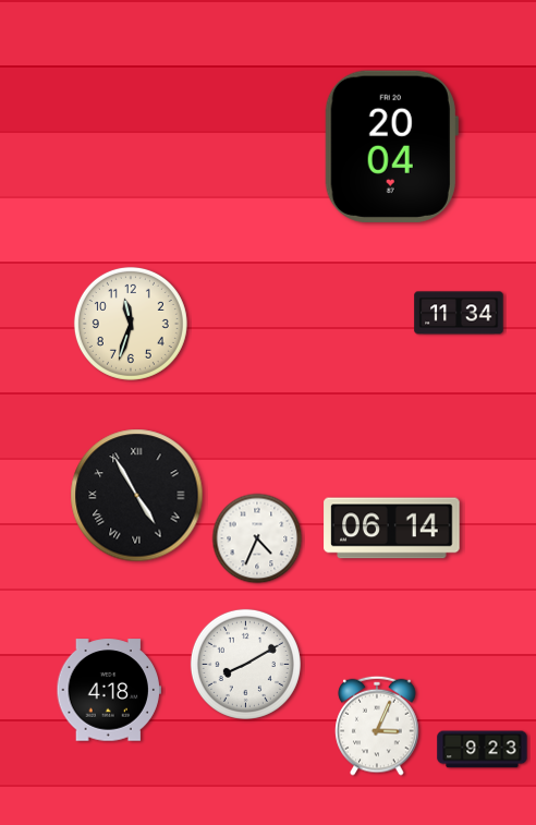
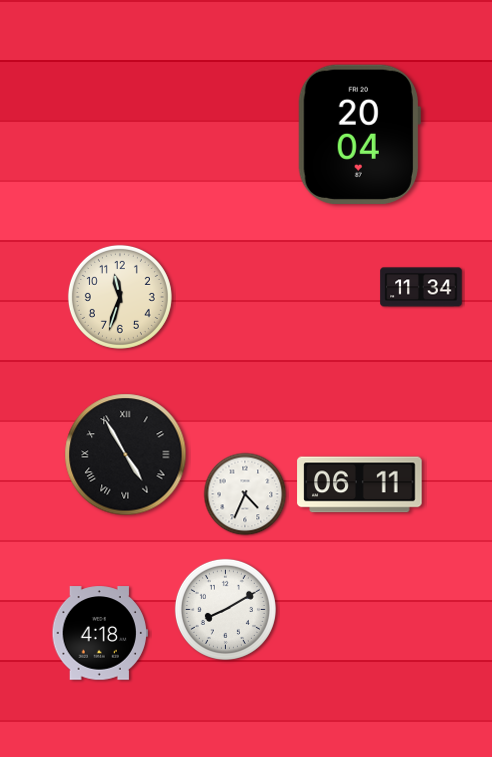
clock at (392, 529): 06:14 -> 06:11
clock at (257, 538) position: (257, 538) -> (245, 494)
clock at (377, 726): 3:04 -> none
clock at (483, 750): 9:23 -> none
